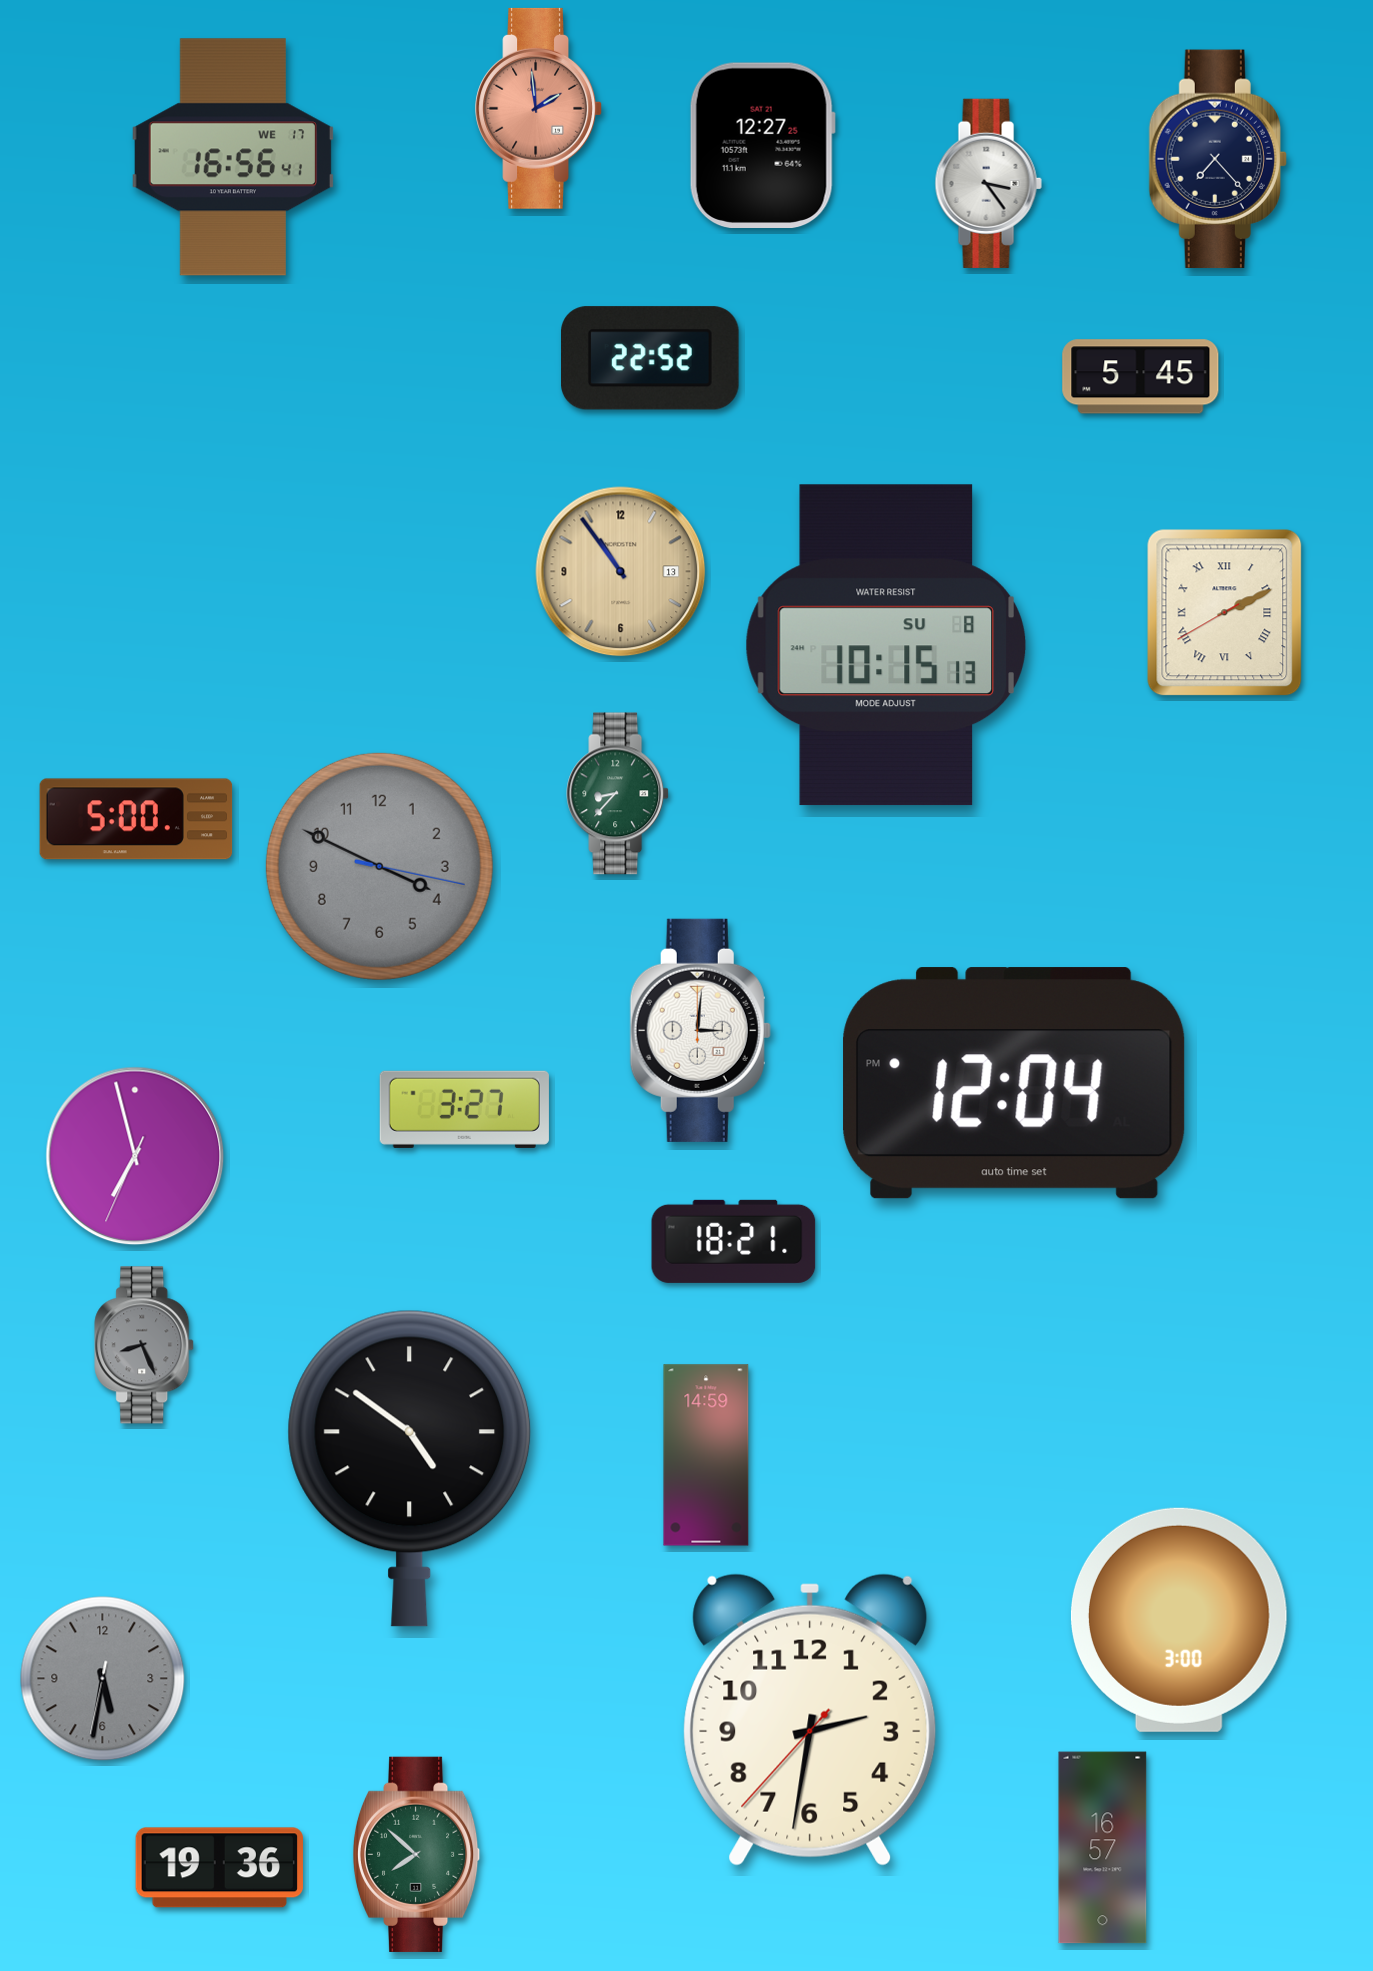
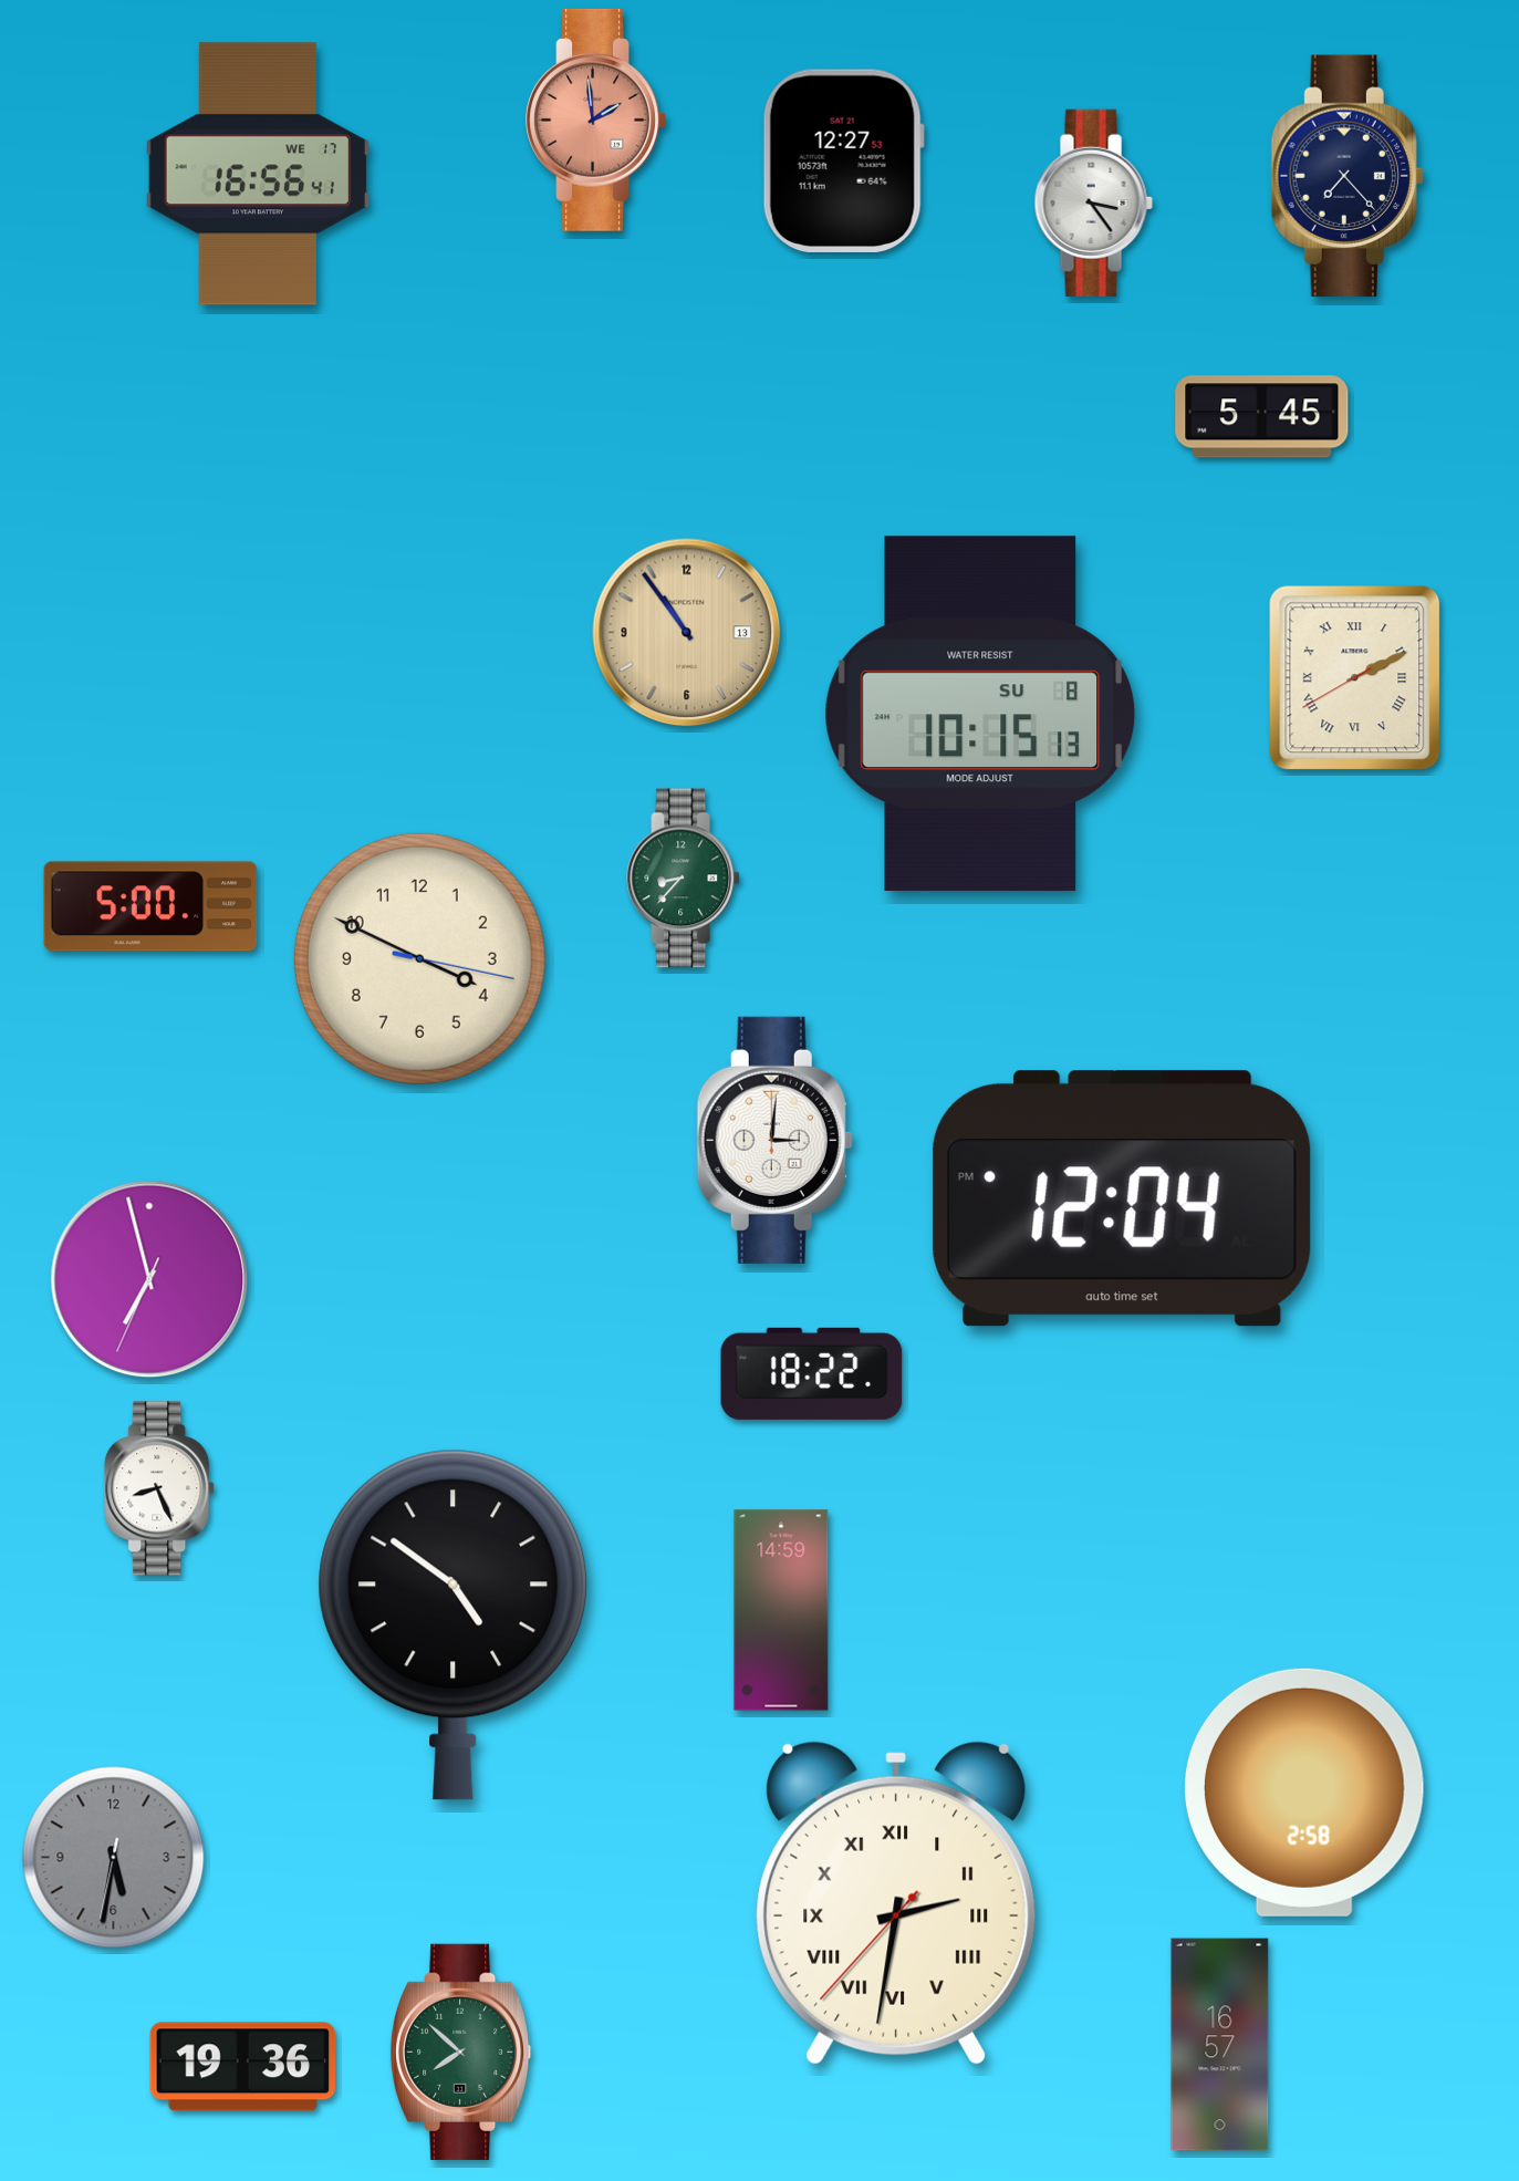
clock at (762, 145): 12:27:25 -> 12:27:53
clock at (651, 358): 22:52 -> none
clock at (379, 866) dial: grey -> cream
clock at (464, 1109): 3:27 -> none
clock at (734, 1241): 18:21 -> 18:22
clock at (145, 1345) dial: grey -> white
clock at (1179, 1620): 3:00 -> 2:58
clock at (810, 1720) numerals: Arabic -> Roman
